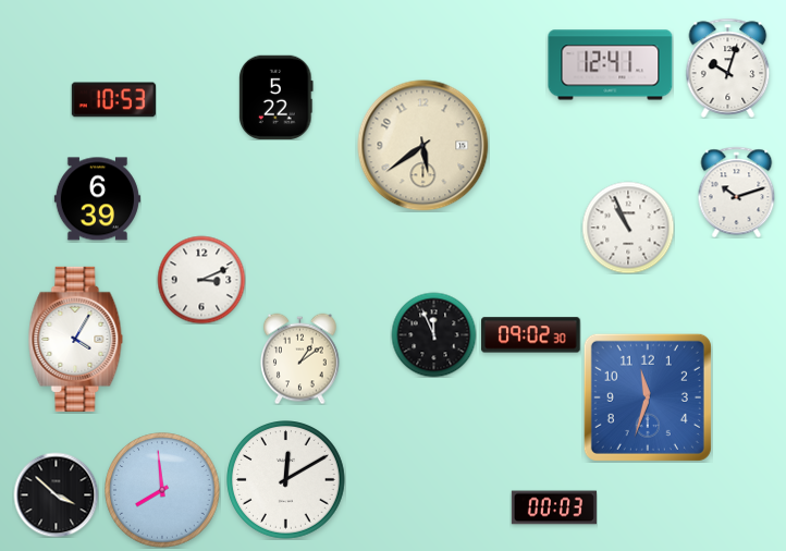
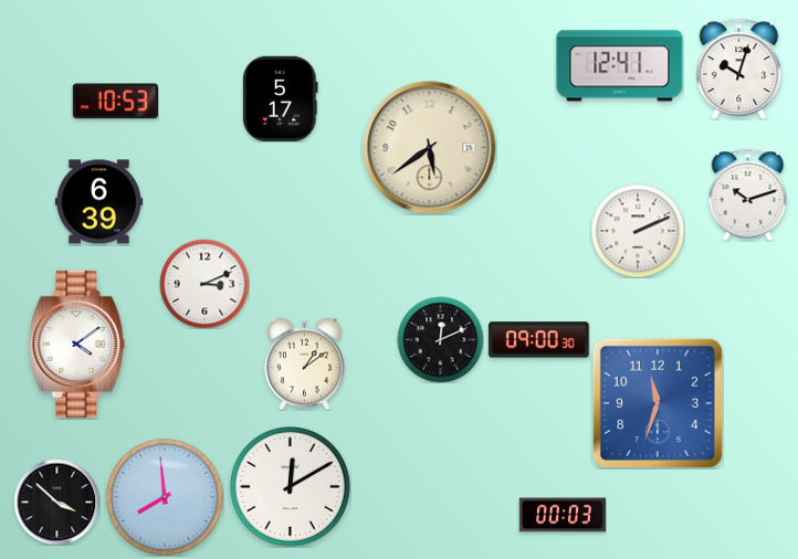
clock at (277, 97): 5:22 -> 5:17
clock at (628, 228): 10:56 -> 2:11
clock at (433, 334): 11:56 -> 12:11
clock at (531, 335): 09:02 -> 09:00
clock at (76, 339): 4:05 -> 4:09
